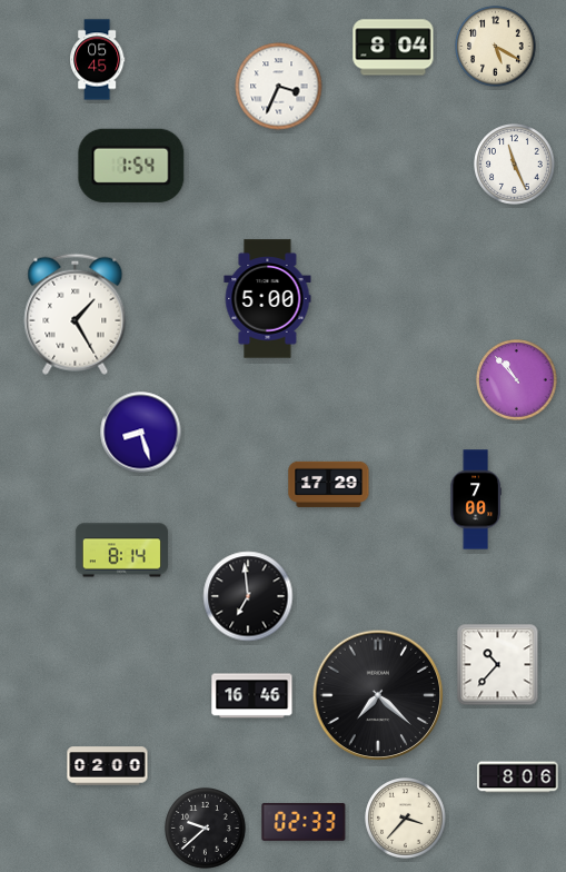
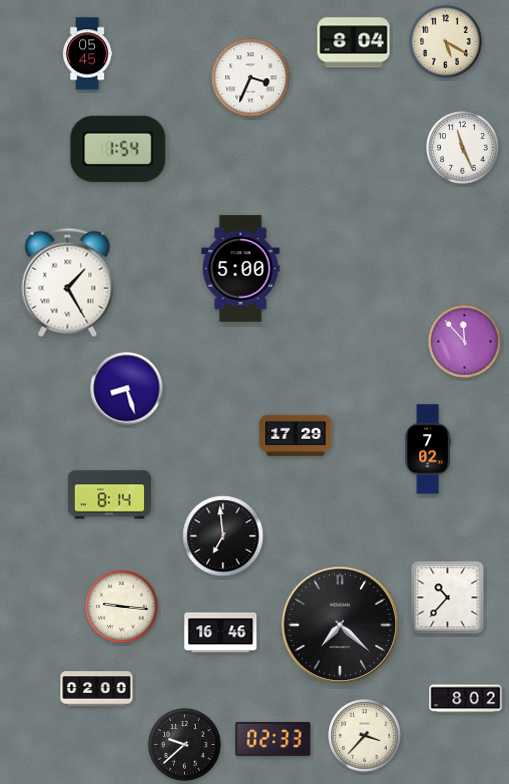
clock at (517, 380): 10:53 -> 11:53
clock at (476, 499): 7:00 -> 7:02
clock at (122, 607): none -> 9:16
clock at (252, 696) position: (252, 696) -> (221, 633)
clock at (518, 777): 8:06 -> 8:02
